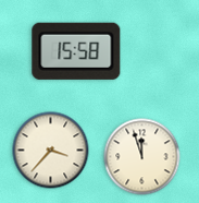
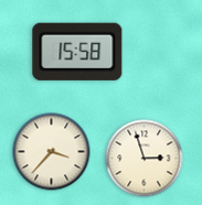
clock at (142, 157): 11:57 -> 2:57
